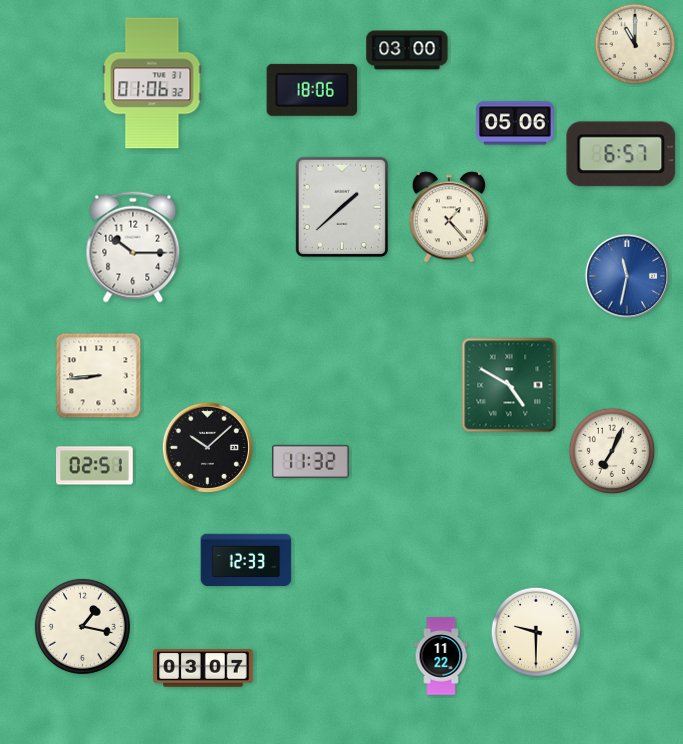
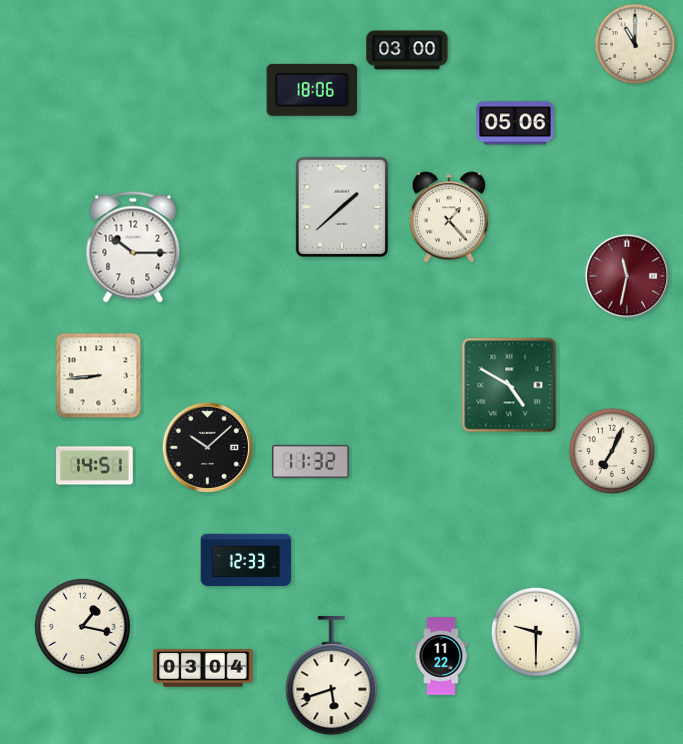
clock at (152, 83): 01:06 -> none
clock at (621, 154): 6:57 -> none
clock at (626, 275) dial: blue -> burgundy
clock at (95, 466): 02:51 -> 14:51
clock at (203, 668): 03:07 -> 03:04
clock at (332, 677): none -> 5:42
